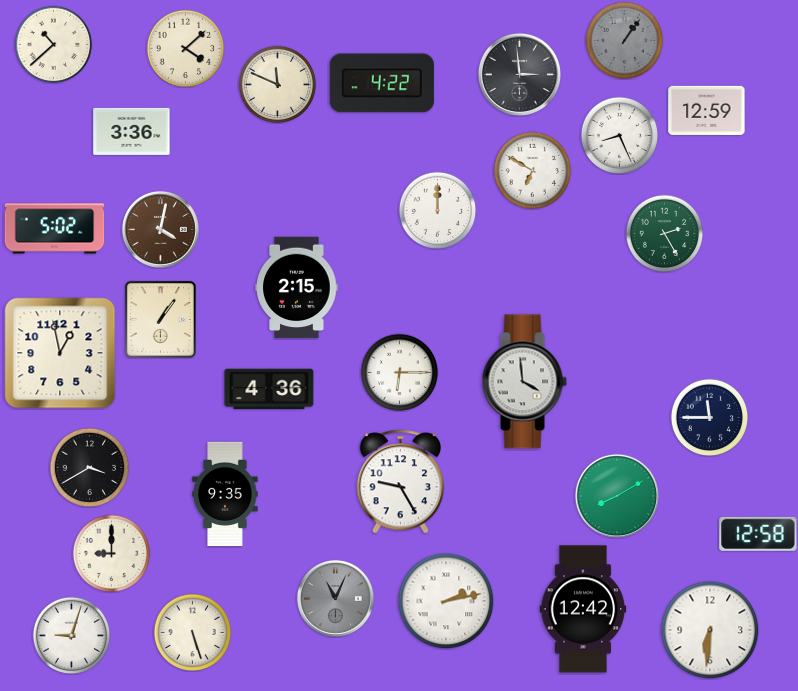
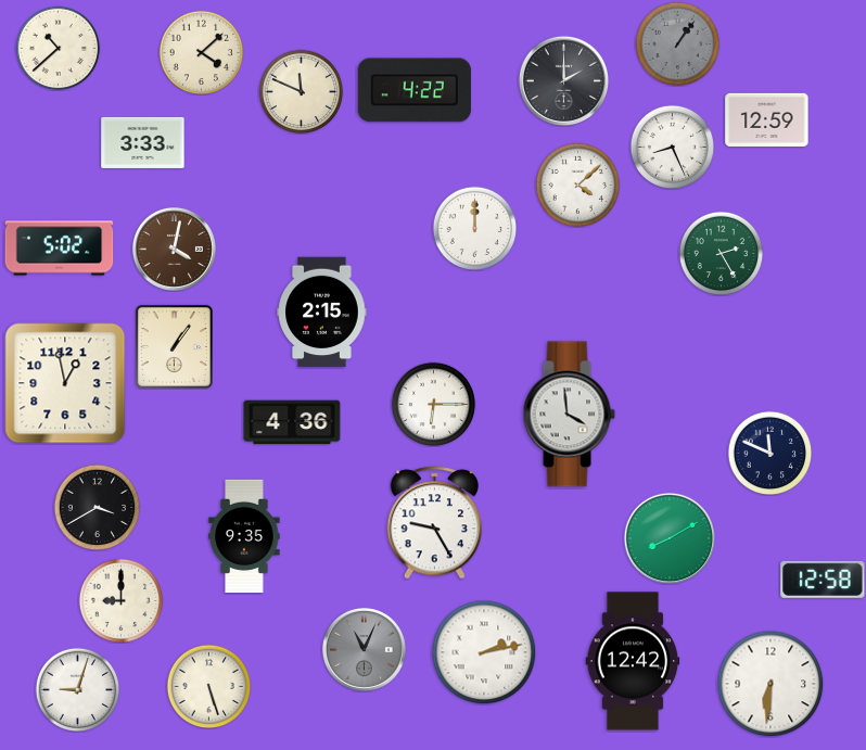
clock at (519, 74): 2:59 -> 2:00
clock at (132, 131): 3:36 -> 3:33
clock at (532, 170): 6:50 -> 4:08
clock at (709, 417): 11:45 -> 11:49
